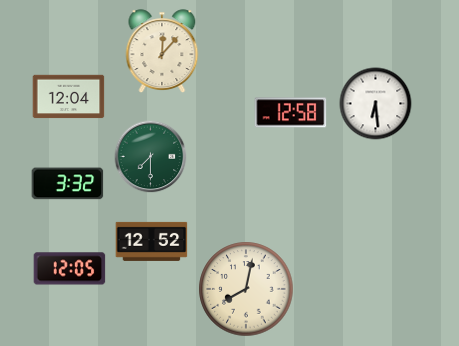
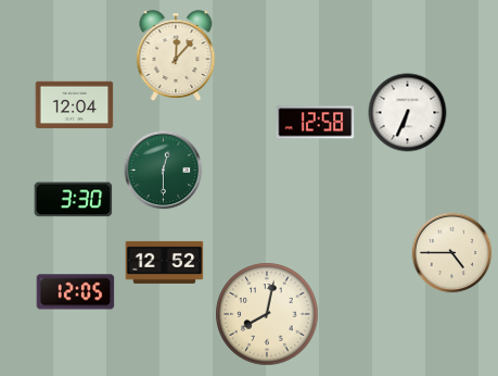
clock at (376, 104): 6:29 -> 6:34
clock at (151, 157): 7:30 -> 12:30
clock at (68, 184): 3:32 -> 3:30
clock at (452, 253): none -> 4:45
